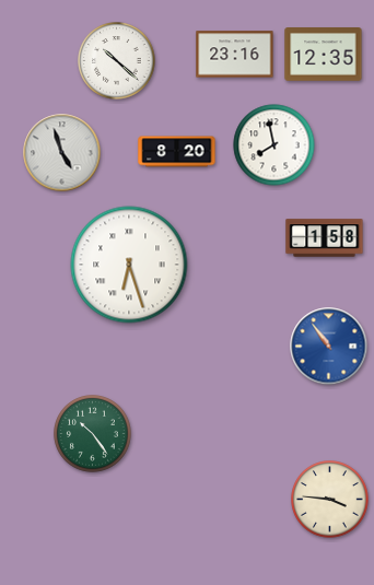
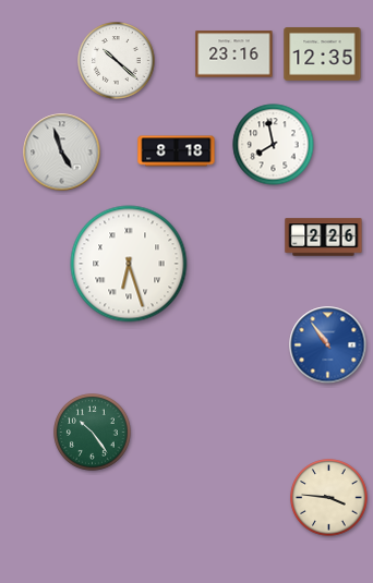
clock at (177, 152): 8:20 -> 8:18
clock at (325, 238): 1:58 -> 2:26
